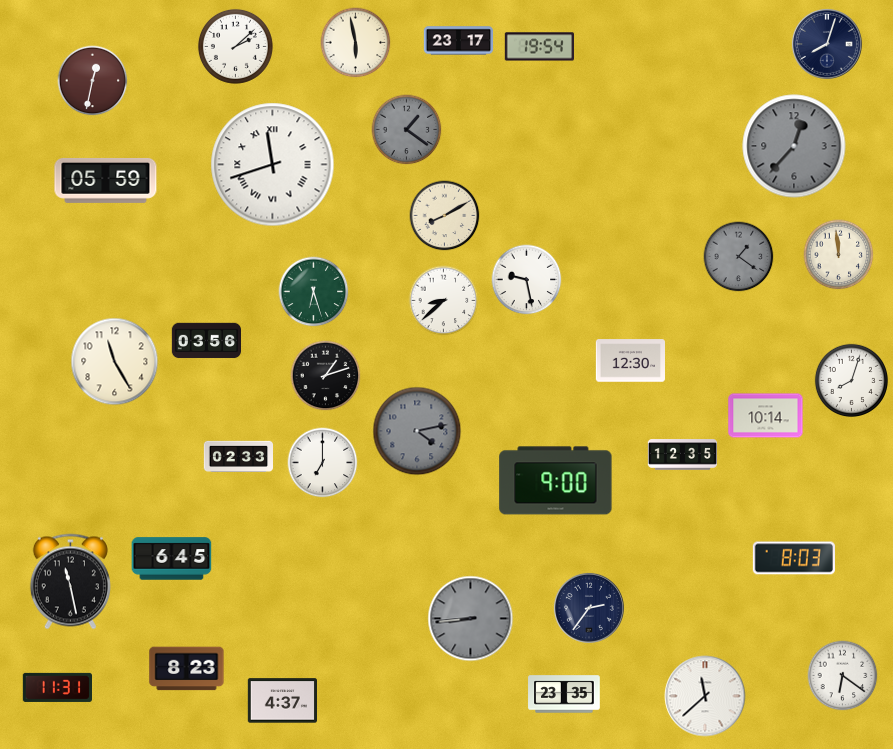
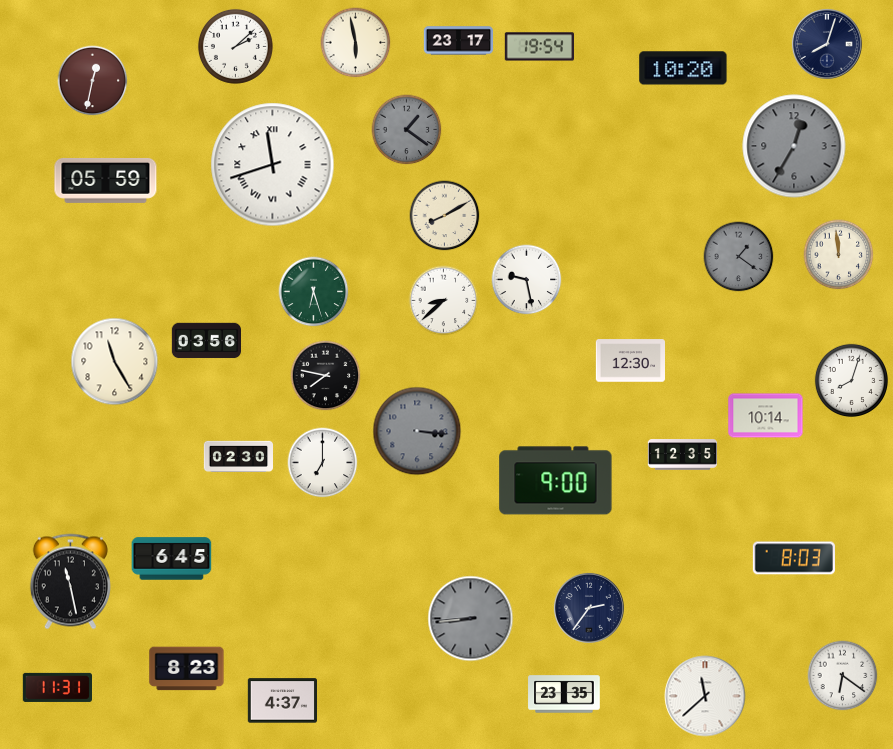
clock at (683, 68): none -> 10:20
clock at (794, 146): 12:37 -> 12:35
clock at (326, 376): 1:12 -> 7:47
clock at (417, 431): 4:13 -> 3:16
clock at (238, 456): 02:33 -> 02:30
